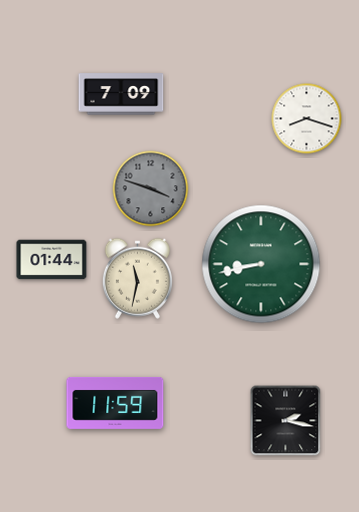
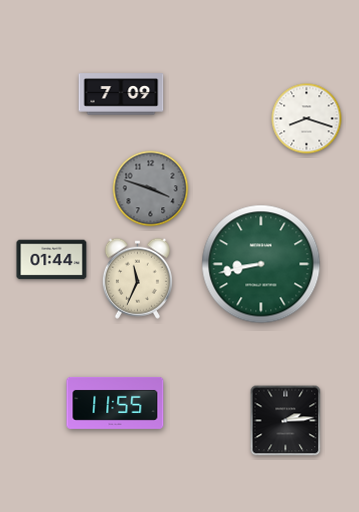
clock at (137, 278): 11:32 -> 11:34
clock at (115, 403): 11:59 -> 11:55
clock at (286, 421): 2:17 -> 2:14
